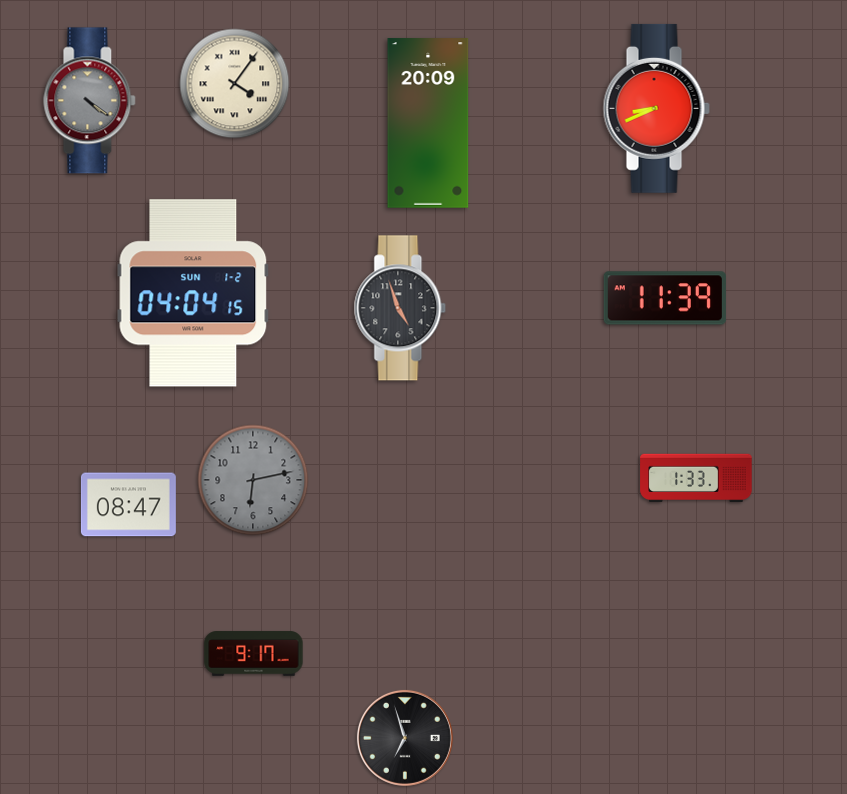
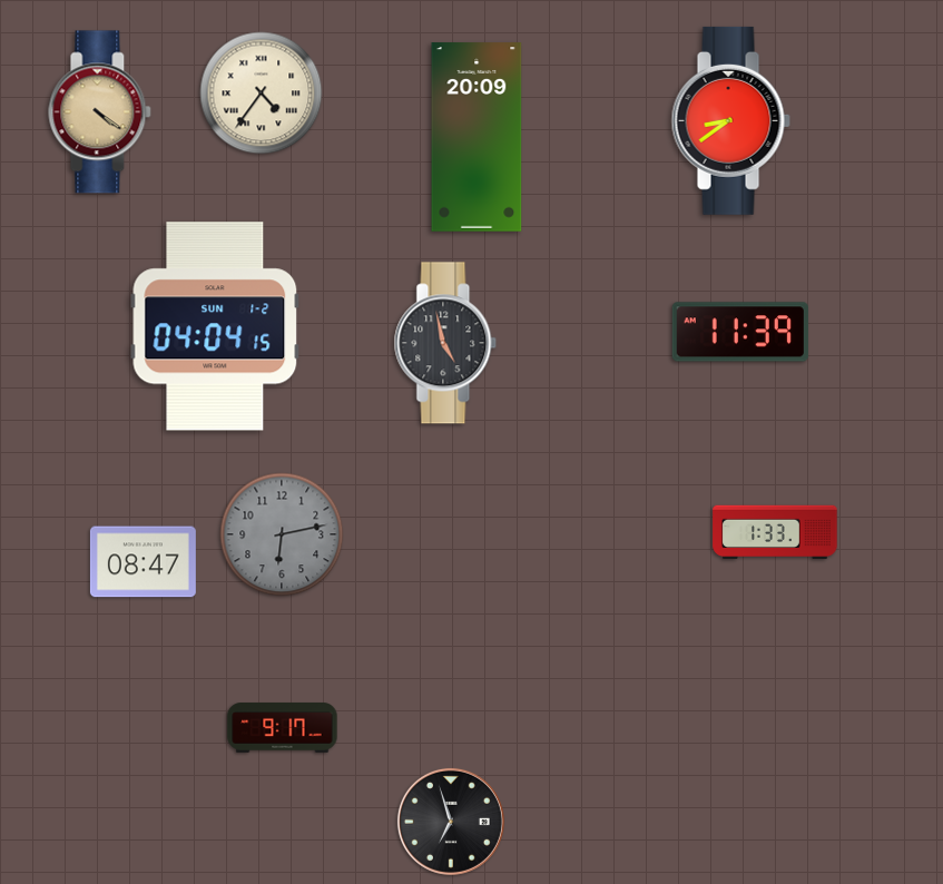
clock at (235, 84): 4:06 -> 4:36
clock at (90, 101) dial: grey -> champagne
clock at (656, 108): 8:41 -> 8:39
clock at (400, 308): 4:57 -> 4:58
